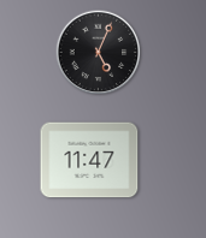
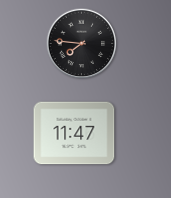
clock at (99, 53): 5:04 -> 7:46
